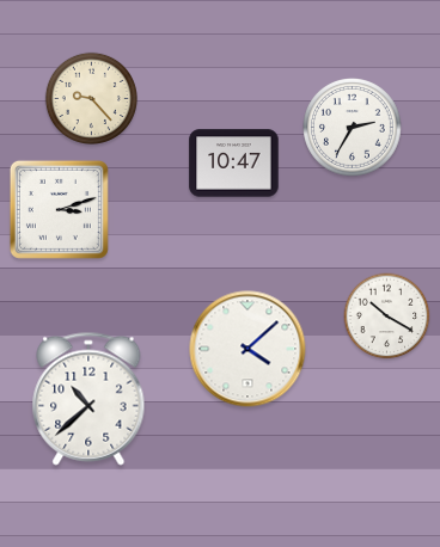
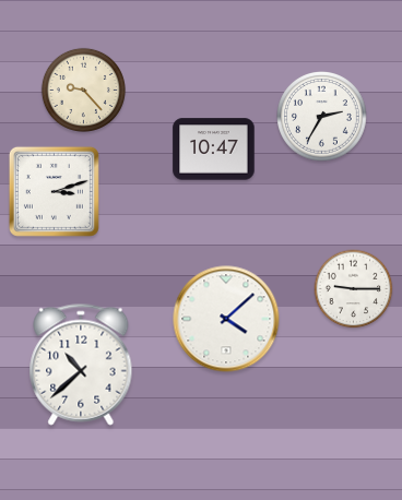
clock at (387, 316): 10:20 -> 9:15
